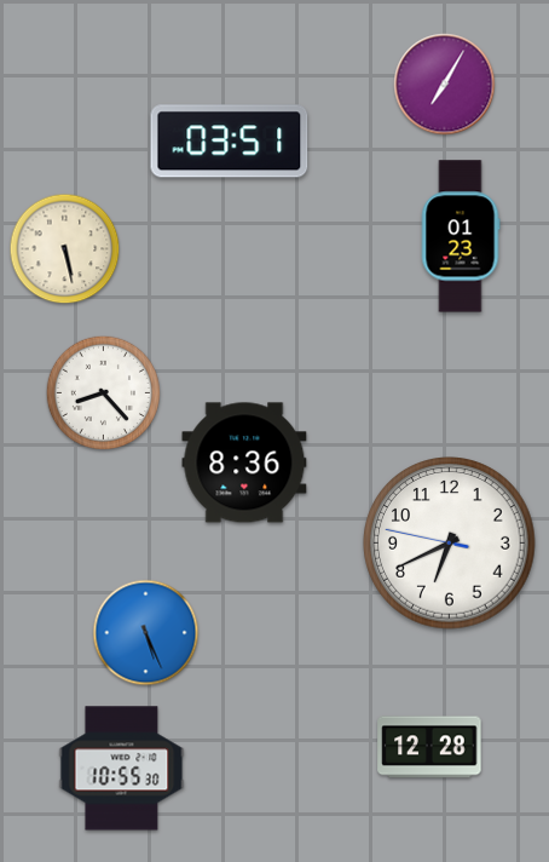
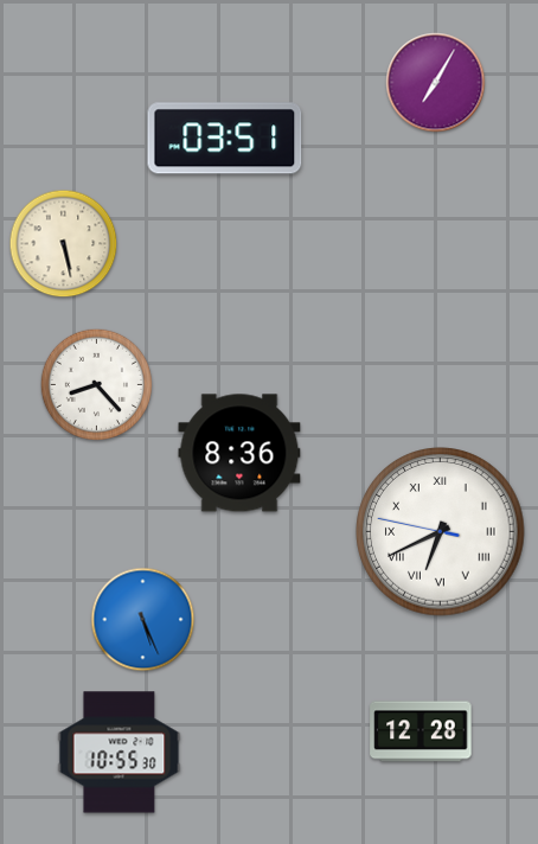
clock at (461, 236): 01:23 -> none
clock at (103, 392) position: (103, 392) -> (96, 384)
clock at (450, 544) numerals: Arabic -> Roman
